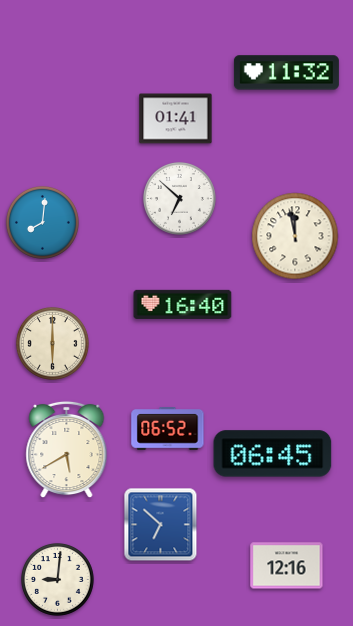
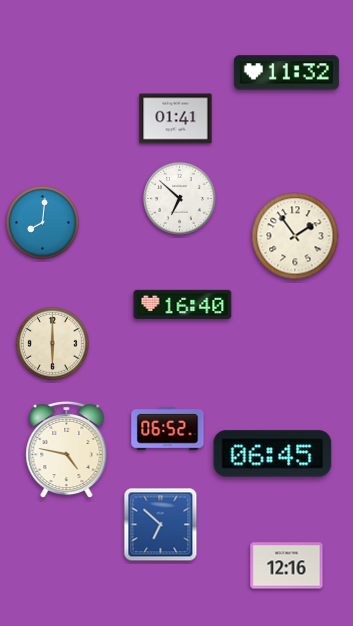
clock at (295, 236): 11:58 -> 1:54
clock at (67, 450): 5:40 -> 4:47
clock at (57, 579): 9:01 -> none
